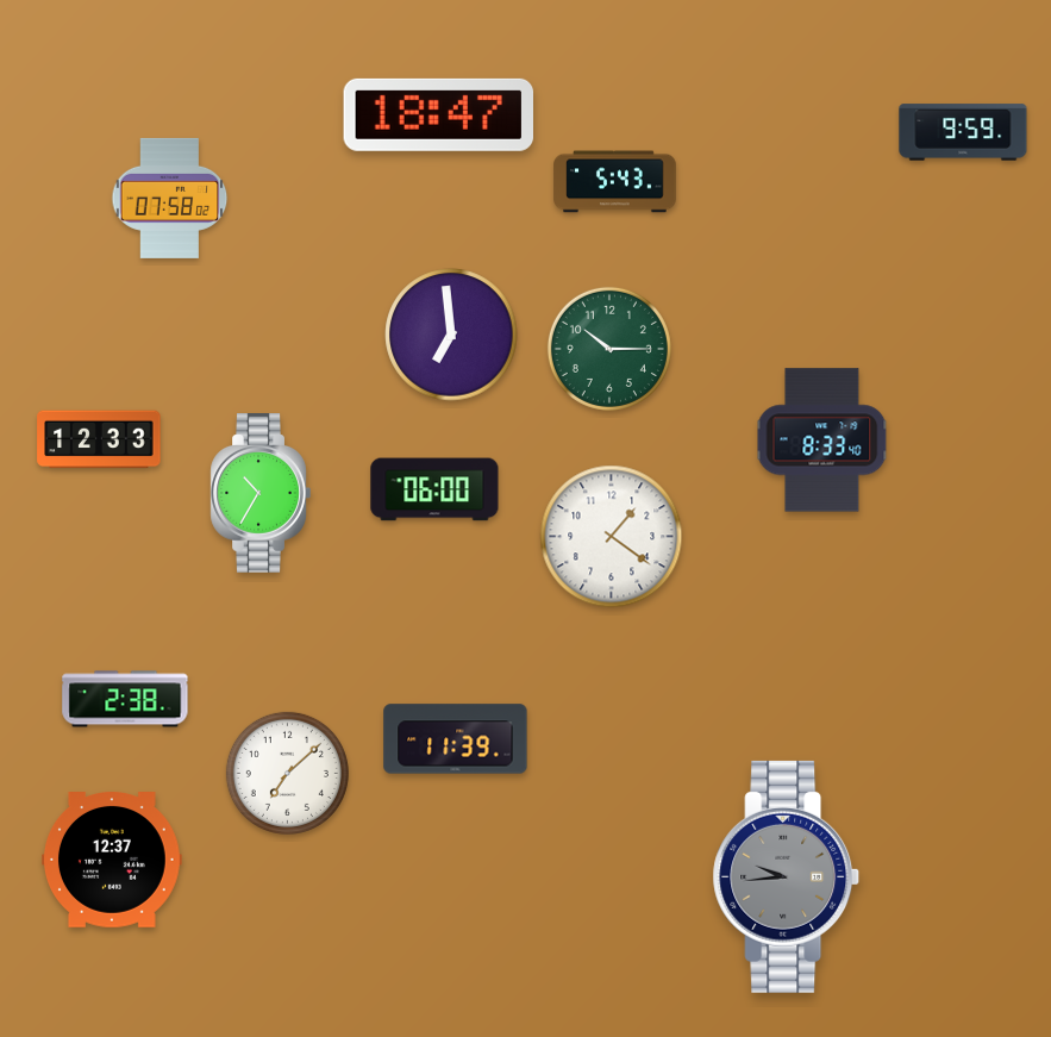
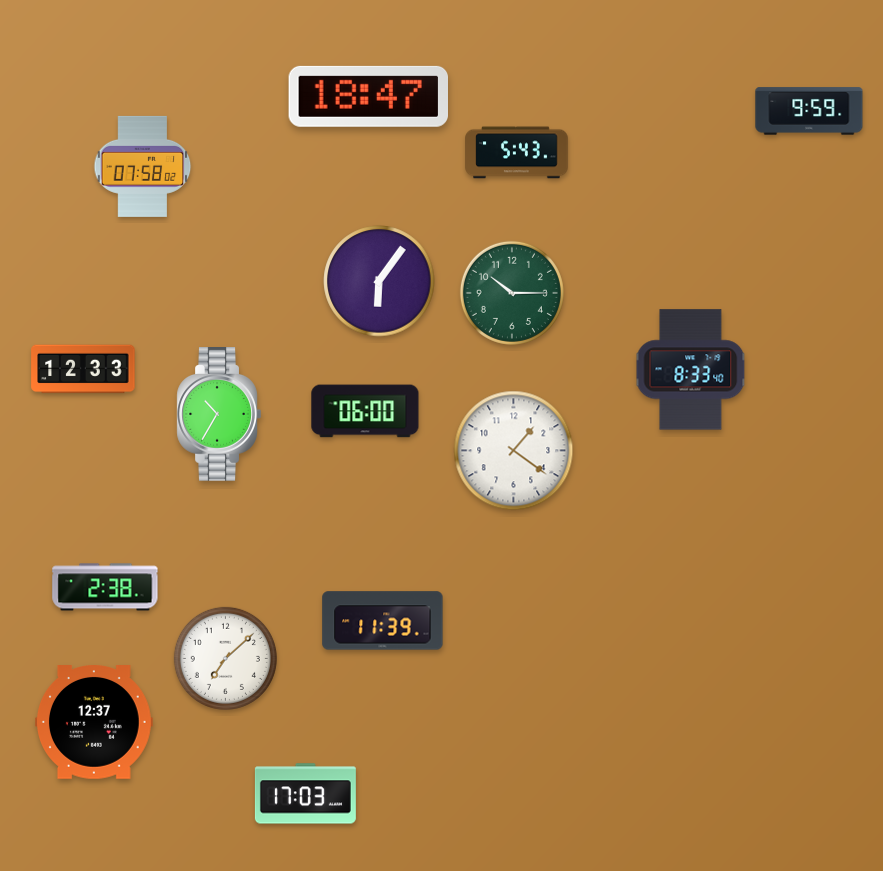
clock at (451, 335): 6:59 -> 6:06
clock at (287, 773) position: (287, 773) -> (225, 658)
clock at (787, 876): 9:44 -> none
clock at (305, 794): none -> 17:03
